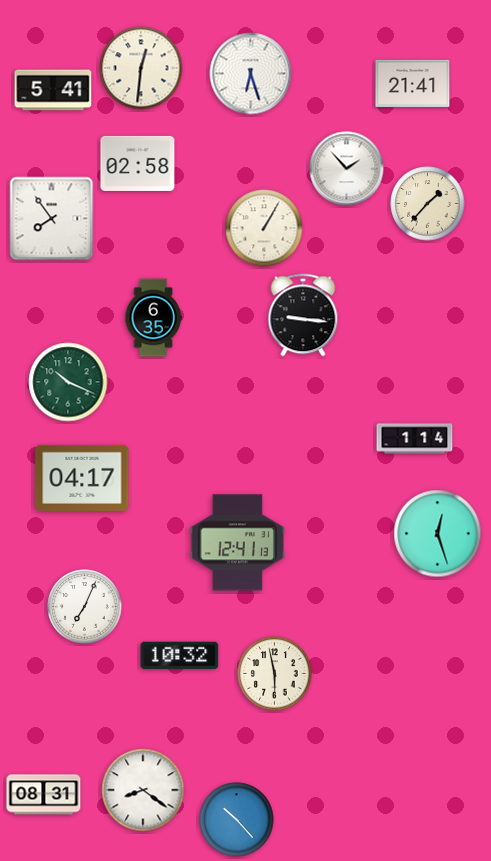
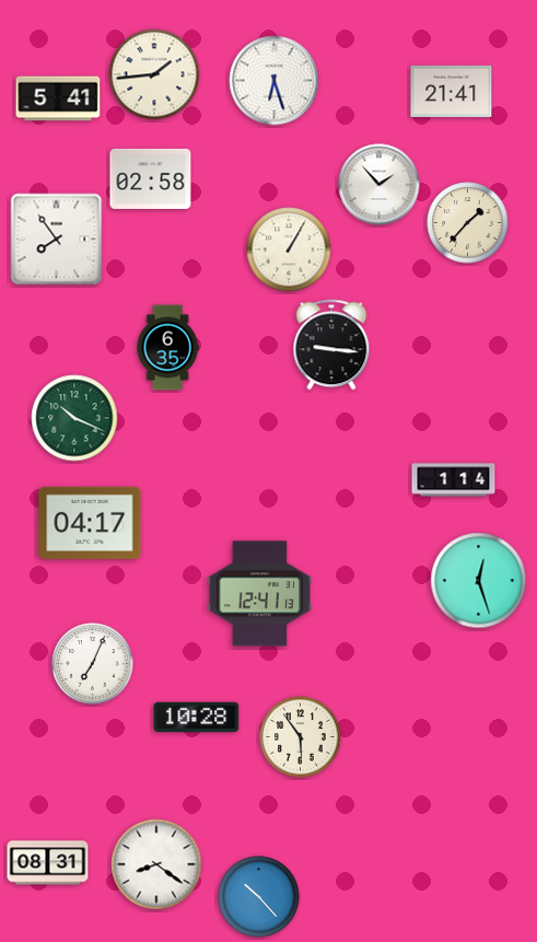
clock at (141, 68): 12:31 -> 1:44
clock at (438, 534) position: (438, 534) -> (479, 581)
clock at (180, 656): 10:32 -> 10:28
clock at (275, 674): 5:58 -> 5:54
clock at (44, 795) position: (44, 795) -> (48, 863)
